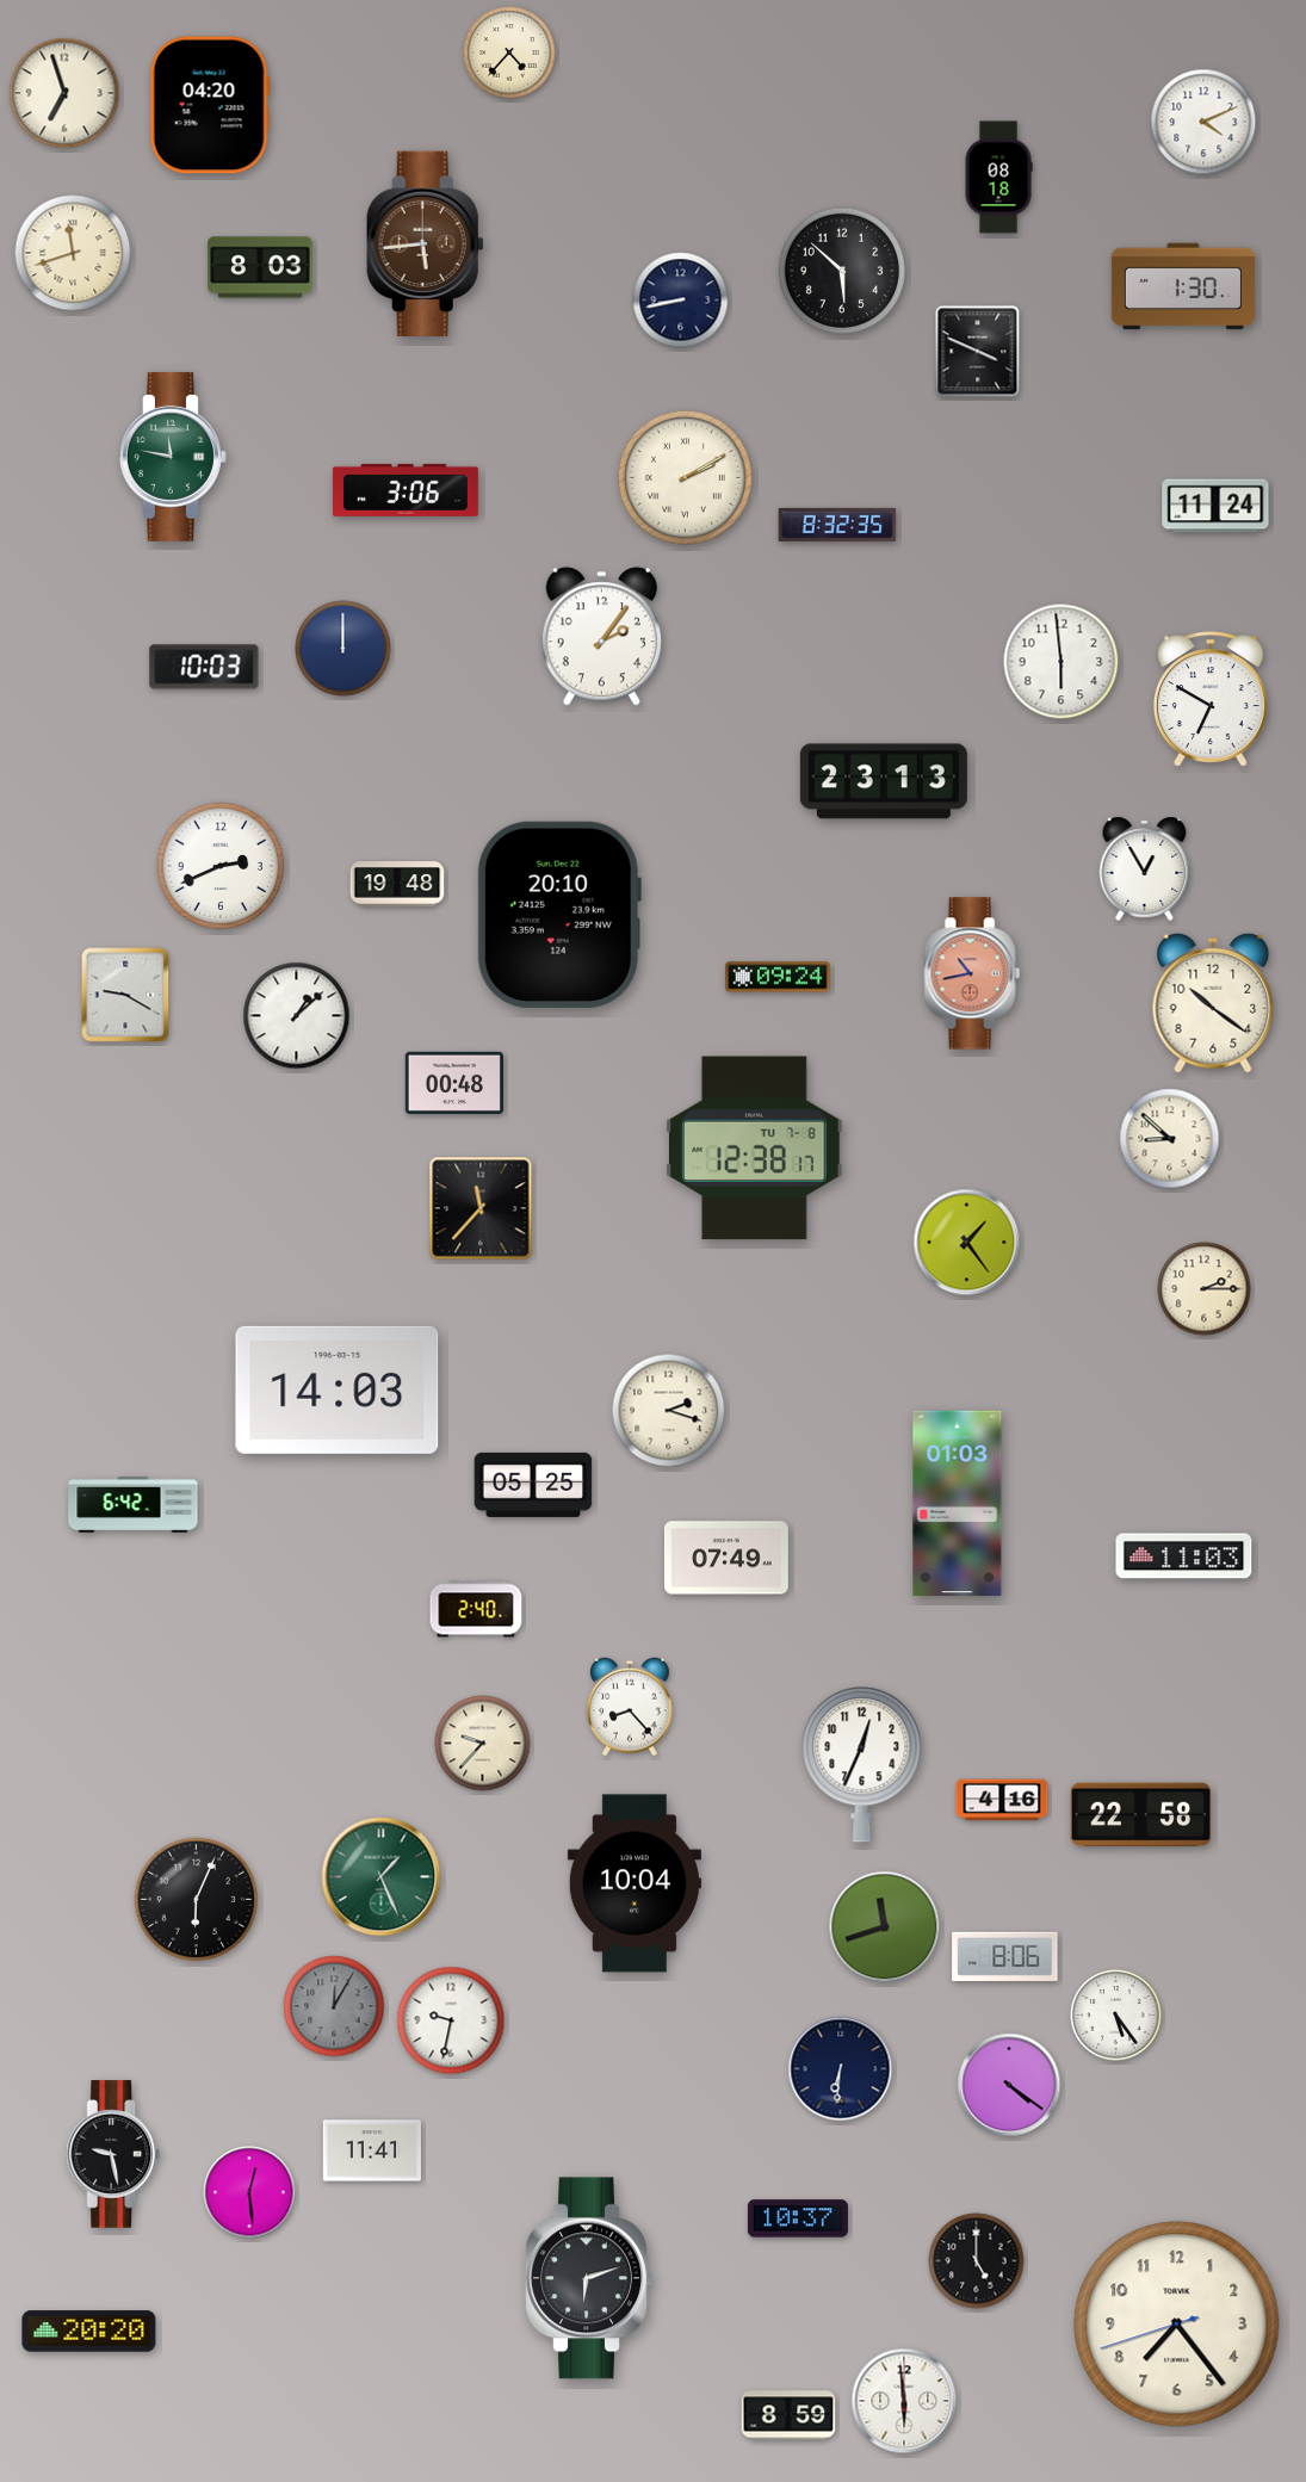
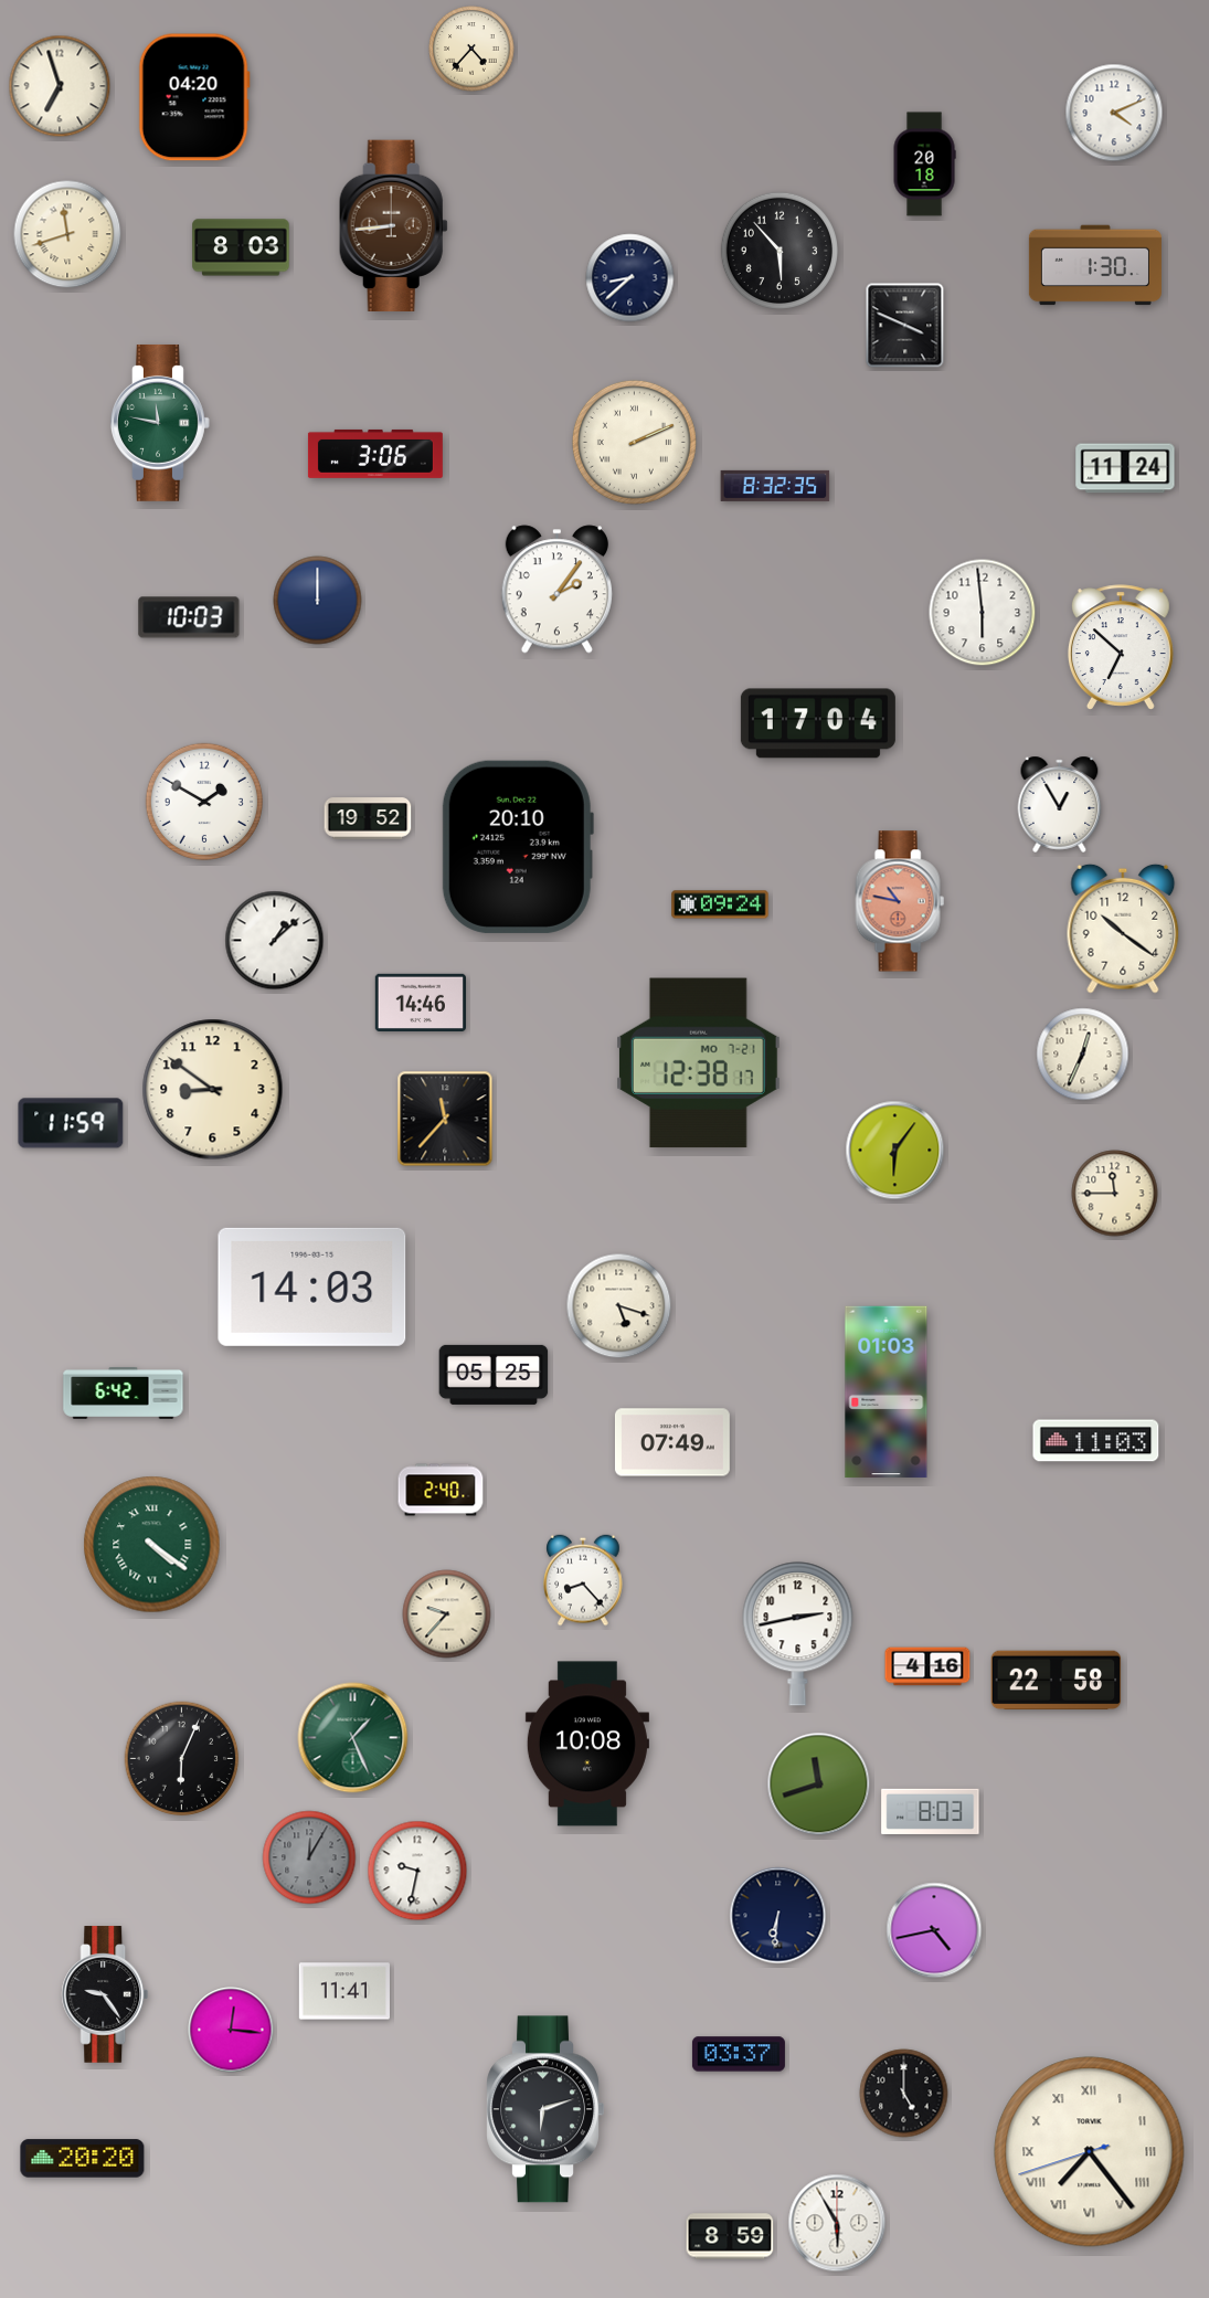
clock at (998, 178): 08:18 -> 20:18
clock at (425, 243): 5:44 -> 8:44
clock at (841, 270): 5:52 -> 5:53
clock at (681, 301): 8:43 -> 8:38
clock at (685, 477): 2:10 -> 2:11
clock at (1211, 699): 6:50 -> 6:52
clock at (884, 781): 23:13 -> 17:04
clock at (219, 865): 2:41 -> 1:50
clock at (397, 884): 19:48 -> 19:52
clock at (972, 973): 10:43 -> 10:47
clock at (125, 995): 9:20 -> none
clock at (454, 1083): 00:48 -> 14:46
clock at (1170, 1139): 8:52 -> 12:34
clock at (755, 1149) date: TU 7-8 -> MO 7-21
clock at (213, 1090): none -> 8:51
clock at (71, 1123): none -> 11:59
clock at (967, 1243): 1:24 -> 6:06
clock at (1205, 1289): 2:15 -> 11:45
clock at (669, 1411): 2:18 -> 5:18
clock at (152, 1545): none -> 4:21
clock at (862, 1765): 12:34 -> 2:43
clock at (635, 1883): 10:04 -> 10:08
clock at (1005, 1956): 8:06 -> 8:03
clock at (1116, 2016): 5:24 -> none
clock at (1009, 2085): 4:21 -> 4:43
clock at (113, 2154): 9:28 -> 9:24
clock at (249, 2192): 12:29 -> 12:16
clock at (798, 2218): 10:37 -> 03:37
clock at (1177, 2325) numerals: Arabic -> Roman
clock at (904, 2401): 5:59 -> 5:55
